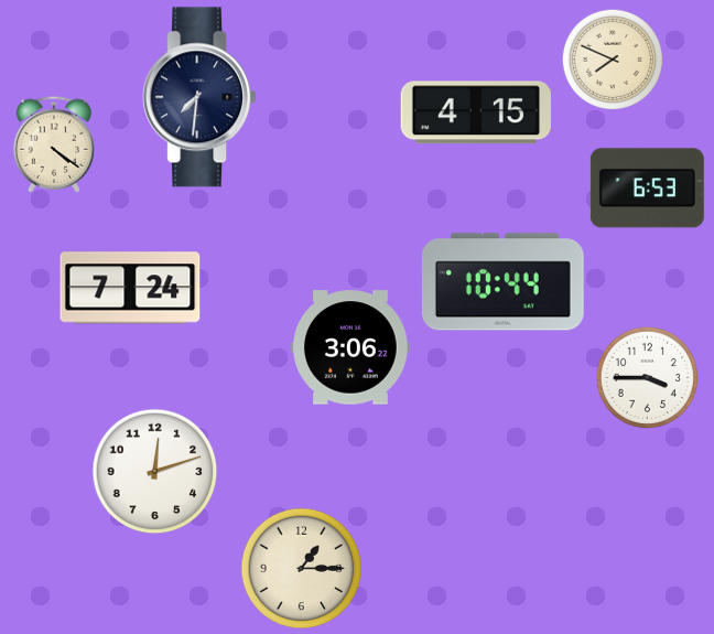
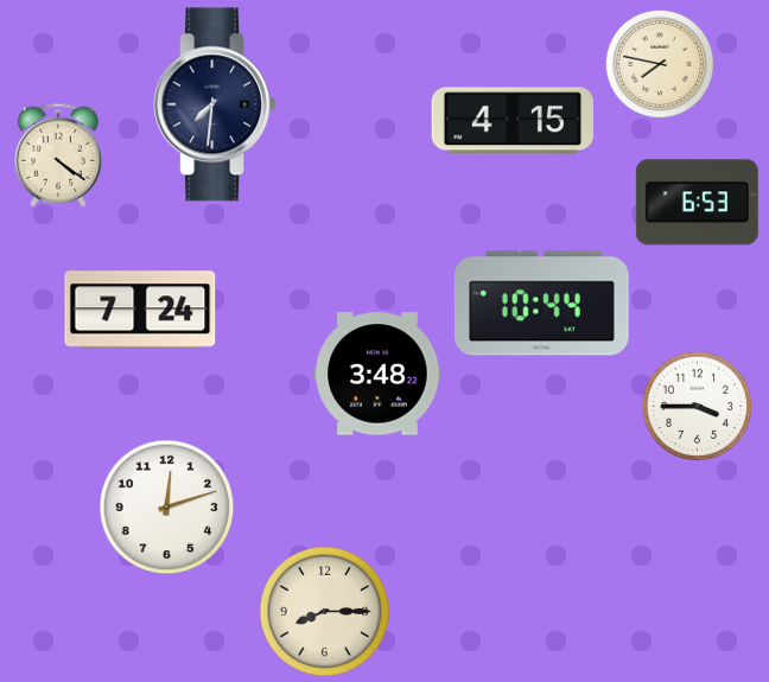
clock at (612, 58): 7:49 -> 7:47
clock at (350, 347): 3:06 -> 3:48
clock at (302, 569): 1:15 -> 8:15
